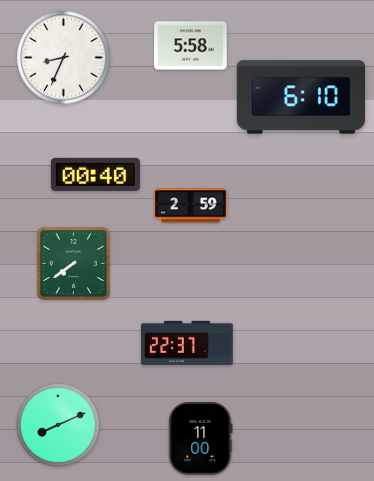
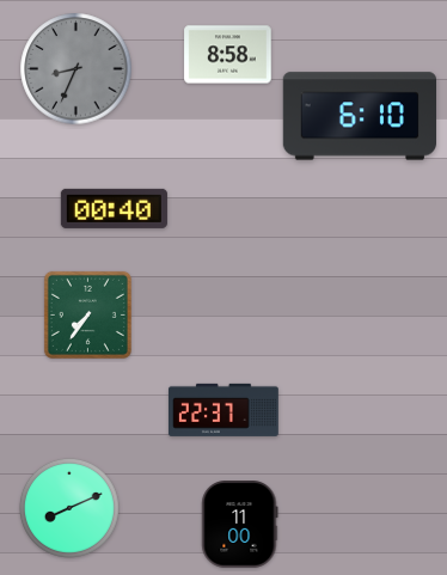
clock at (191, 46): 5:58 -> 8:58
clock at (64, 58) dial: white -> grey
clock at (191, 206): 2:59 -> none
clock at (73, 263): 7:39 -> 7:36
